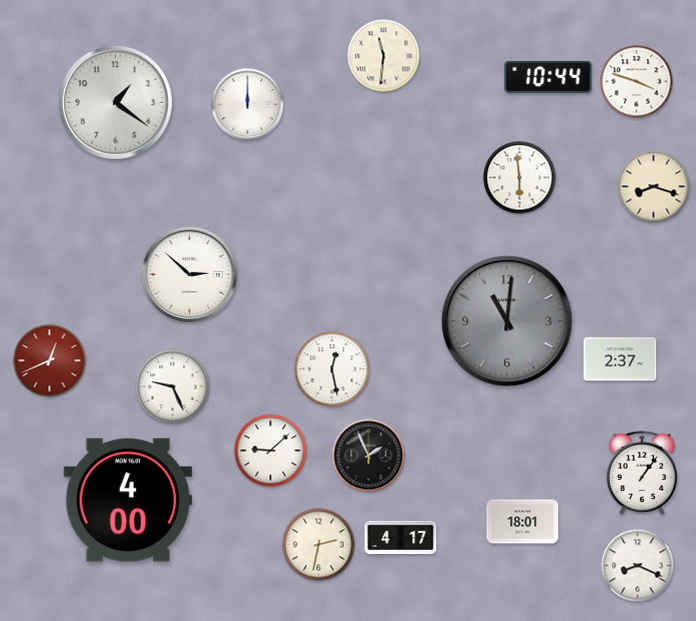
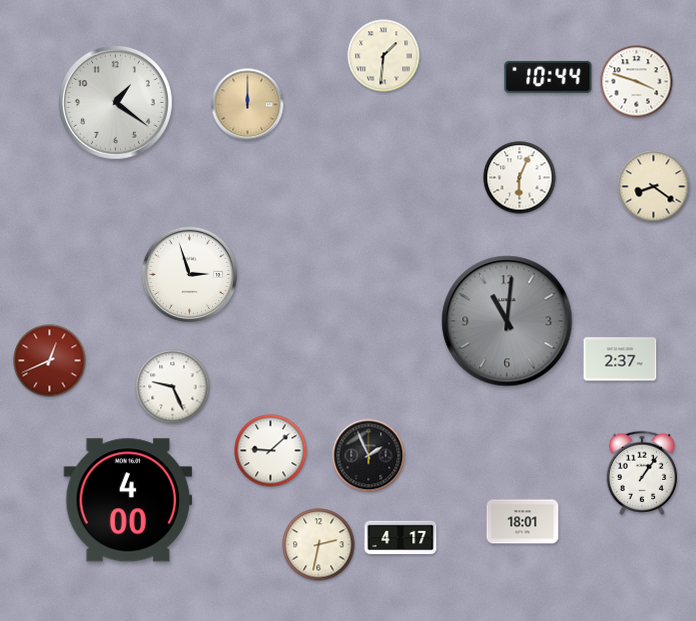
clock at (384, 56): 11:31 -> 1:31
clock at (248, 105) dial: white -> champagne
clock at (520, 178): 5:59 -> 6:04
clock at (654, 187): 8:18 -> 8:21
clock at (190, 275): 2:52 -> 2:57
clock at (332, 369): 12:28 -> none
clock at (638, 566): 8:19 -> none
